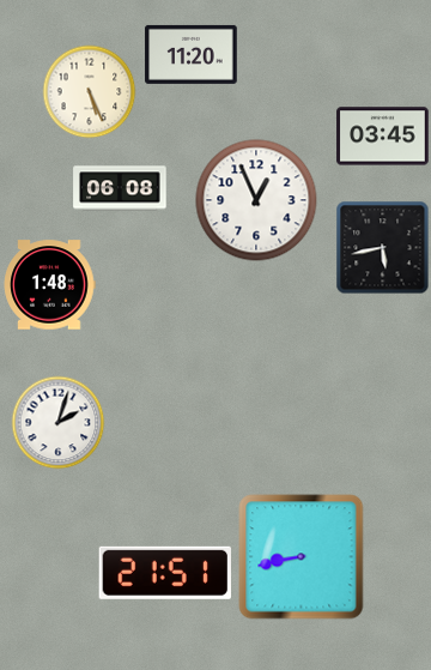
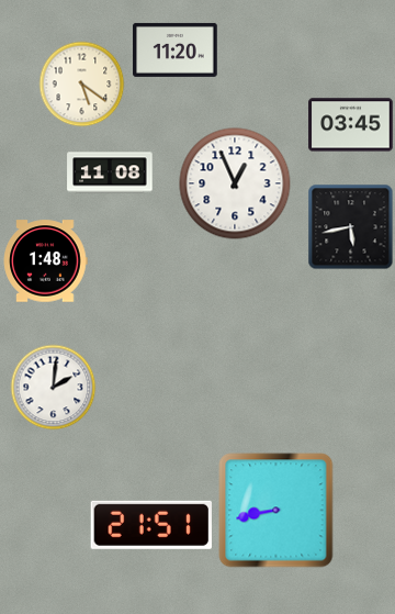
clock at (89, 91): 5:26 -> 5:21
clock at (120, 188): 06:08 -> 11:08
clock at (57, 422): 2:03 -> 2:01
